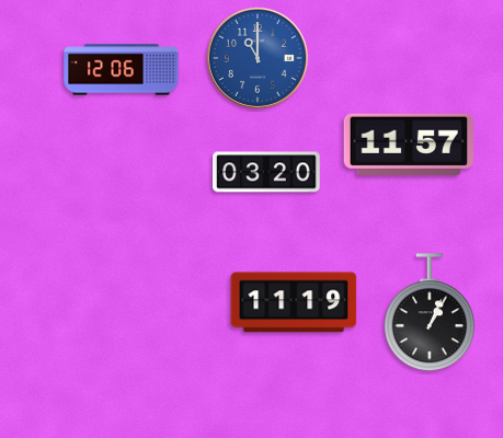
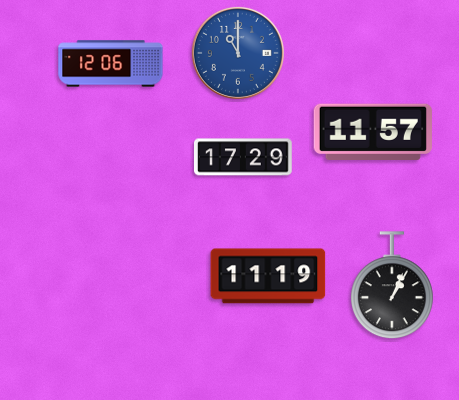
clock at (258, 58) position: (258, 58) -> (238, 53)
clock at (266, 172): 03:20 -> 17:29
